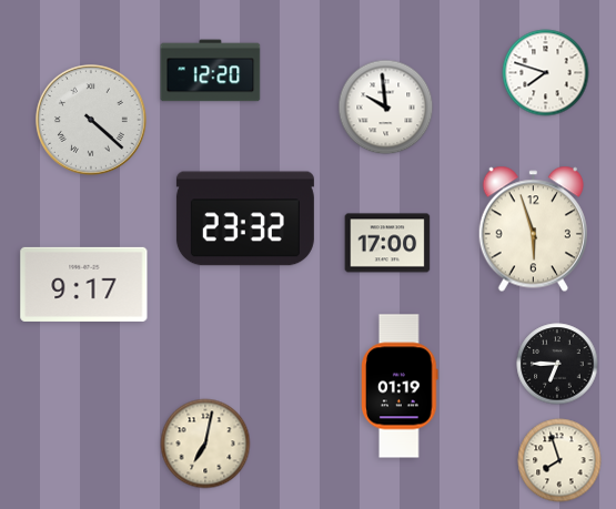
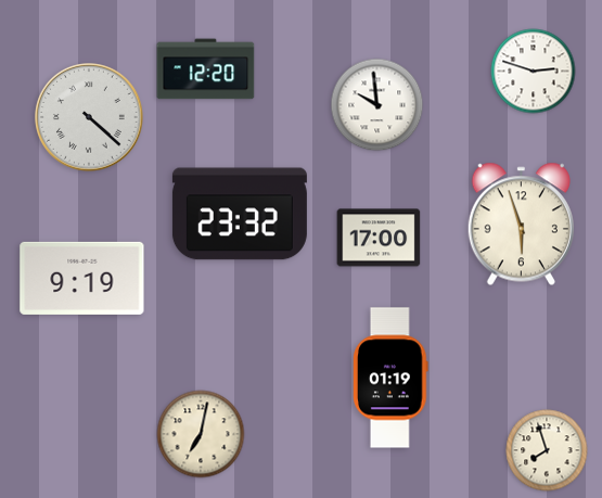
clock at (546, 73): 7:48 -> 2:48
clock at (84, 284): 9:17 -> 9:19
clock at (557, 364): 6:45 -> none
